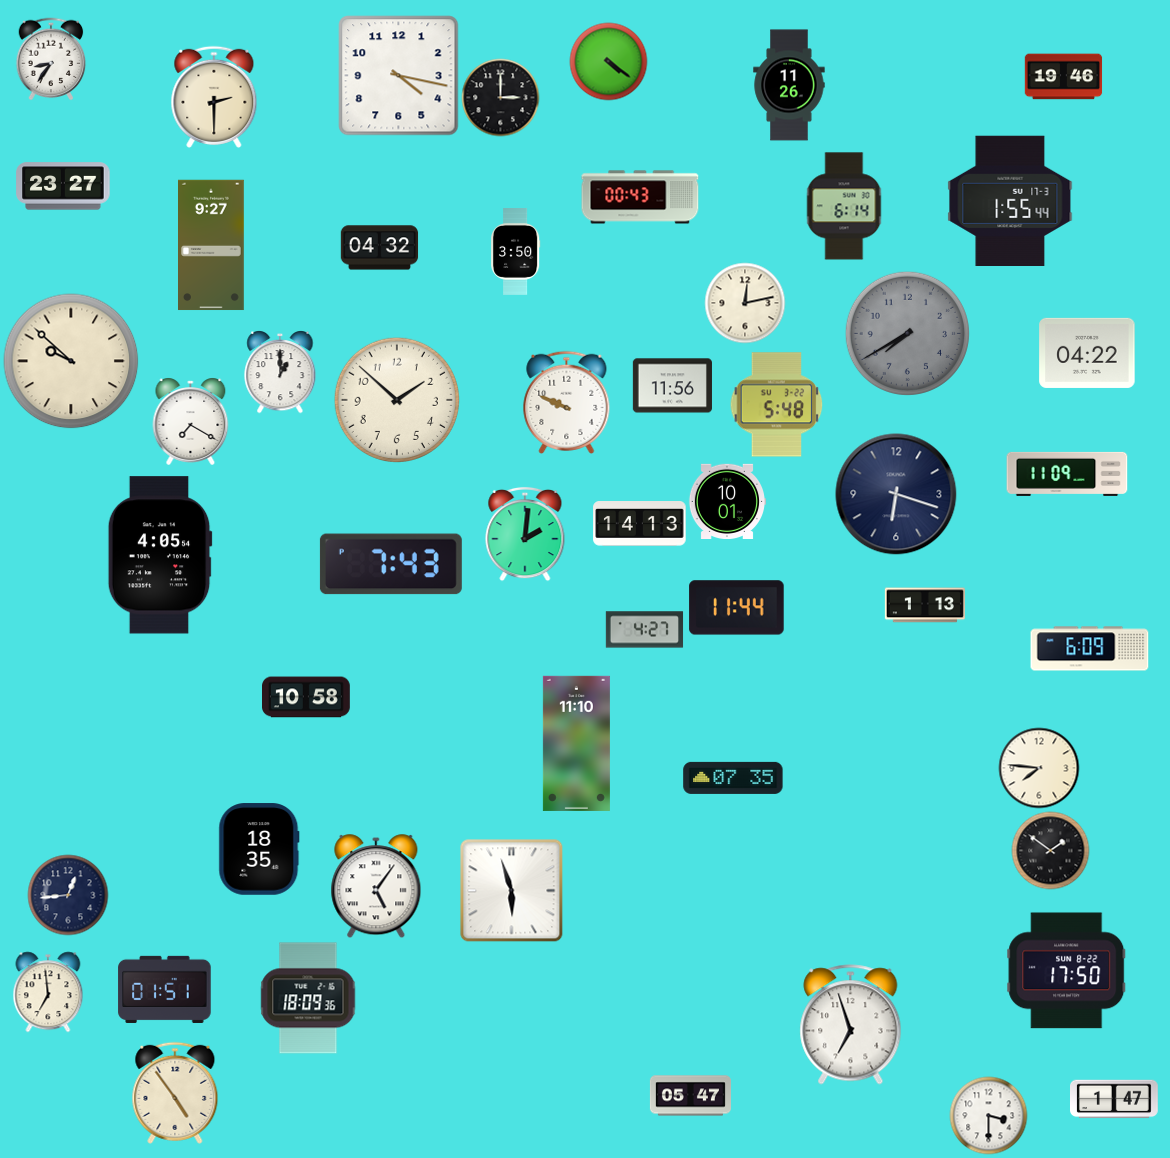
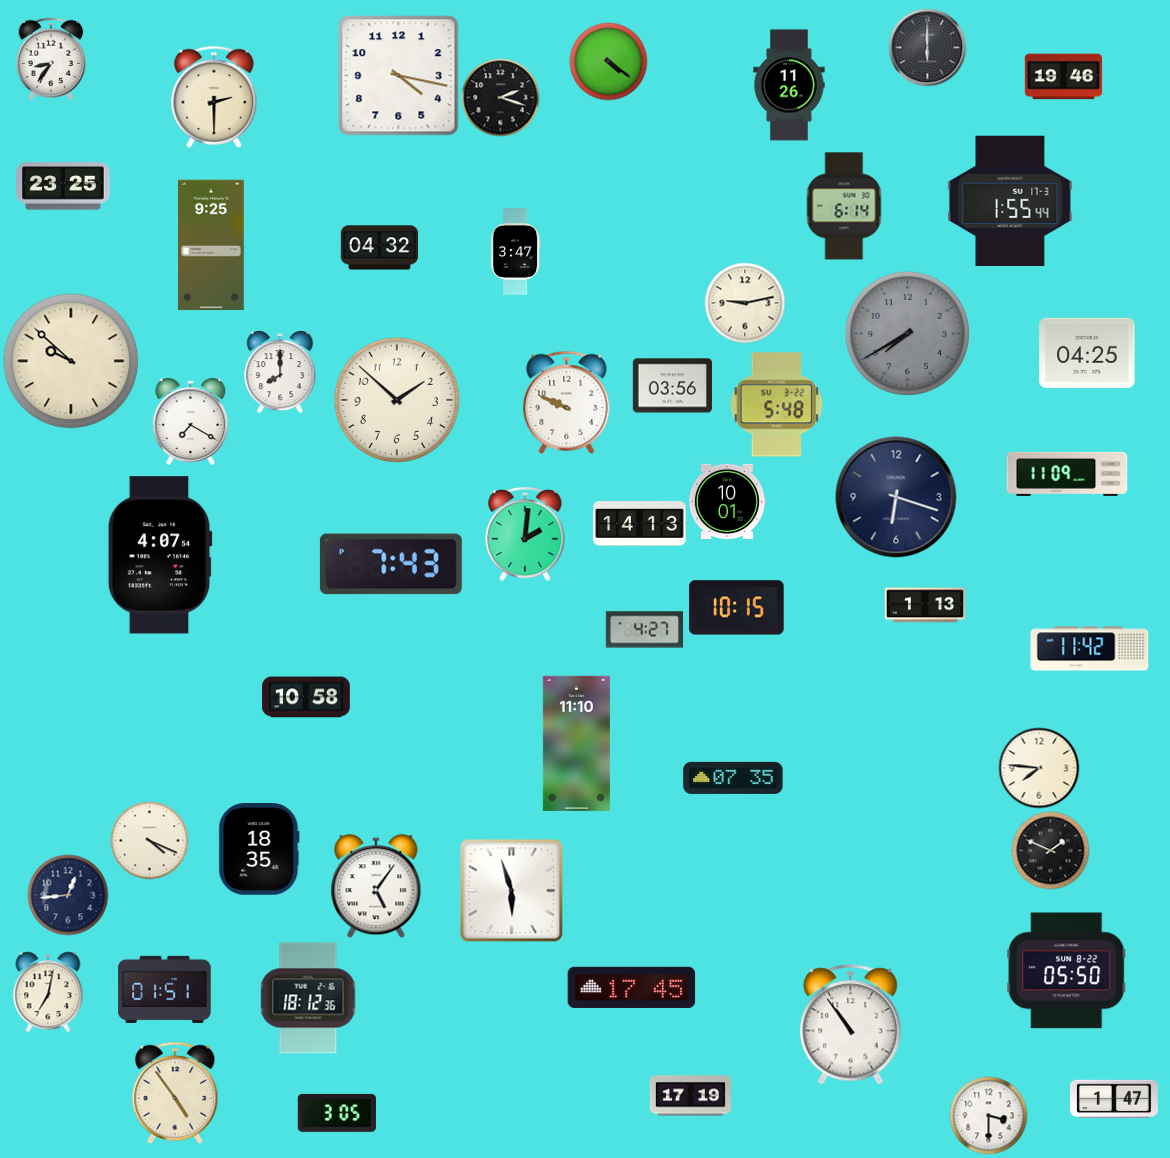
clock at (927, 47): none -> 6:00
clock at (500, 97): 3:00 -> 2:18
clock at (63, 186): 23:27 -> 23:25
clock at (640, 197): 00:43 -> none
clock at (212, 245): 9:27 -> 9:25
clock at (516, 252): 3:50 -> 3:47
clock at (745, 303): 12:13 -> 9:13
clock at (1087, 353): 04:22 -> 04:25
clock at (280, 372): 1:00 -> 8:00
clock at (672, 386): 11:56 -> 03:56
clock at (896, 494) position: (896, 494) -> (896, 497)
clock at (160, 555): 4:05 -> 4:07
clock at (737, 608): 11:44 -> 10:15
clock at (1090, 649): 6:09 -> 11:42
clock at (149, 840): none -> 4:19
clock at (1050, 850): 1:51 -> 1:49
clock at (1067, 971): 17:50 -> 05:50
clock at (632, 987): none -> 17:45
clock at (48, 992): 6:59 -> 7:02
clock at (308, 998): 18:09 -> 18:12
clock at (851, 1025): 6:57 -> 10:54
clock at (690, 1096): 05:47 -> 17:19
clock at (337, 1113): none -> 3:05
